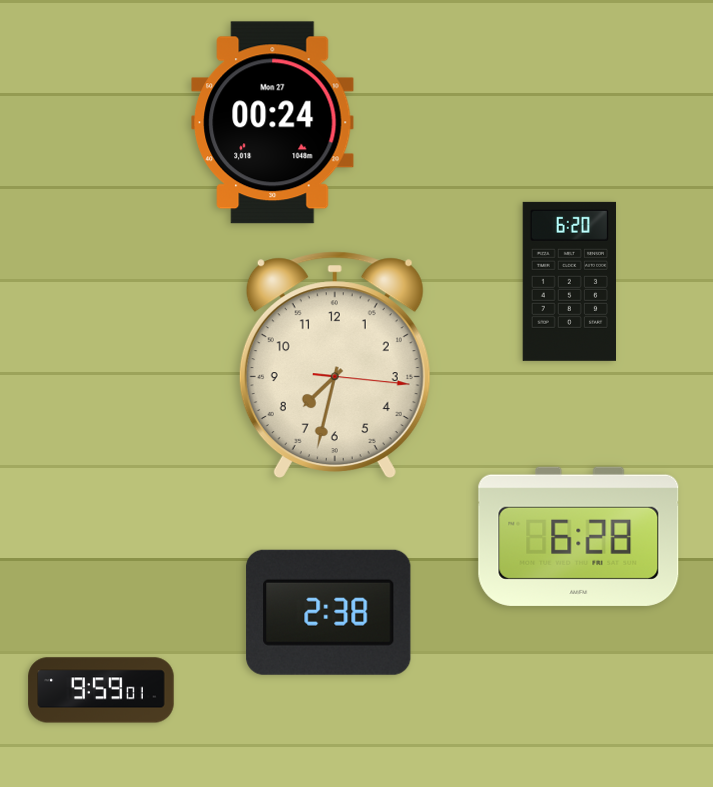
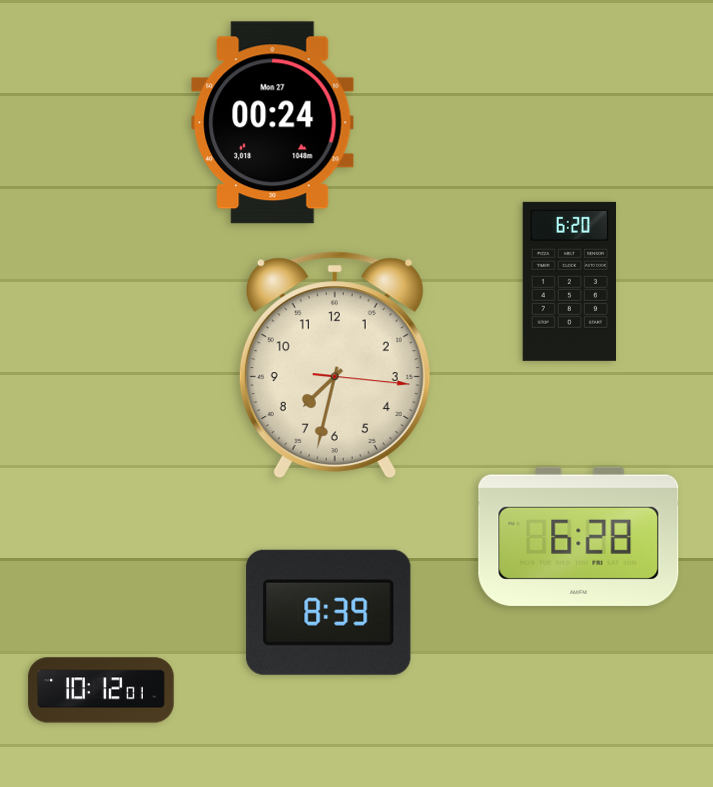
clock at (329, 612): 2:38 -> 8:39
clock at (101, 690): 9:59 -> 10:12
